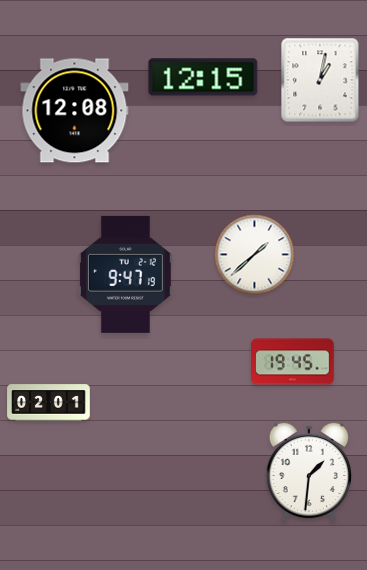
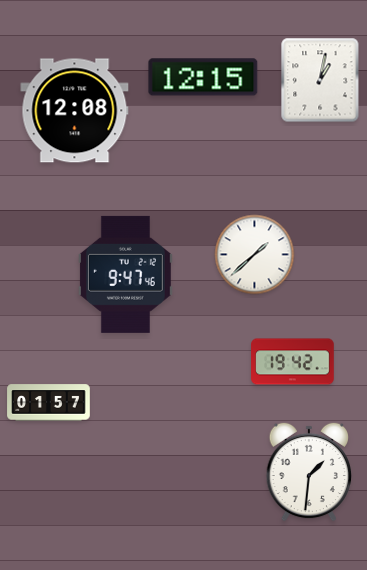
clock at (125, 274): 9:47:19 -> 9:47:46
clock at (293, 362): 19:45 -> 19:42
clock at (49, 403): 02:01 -> 01:57
